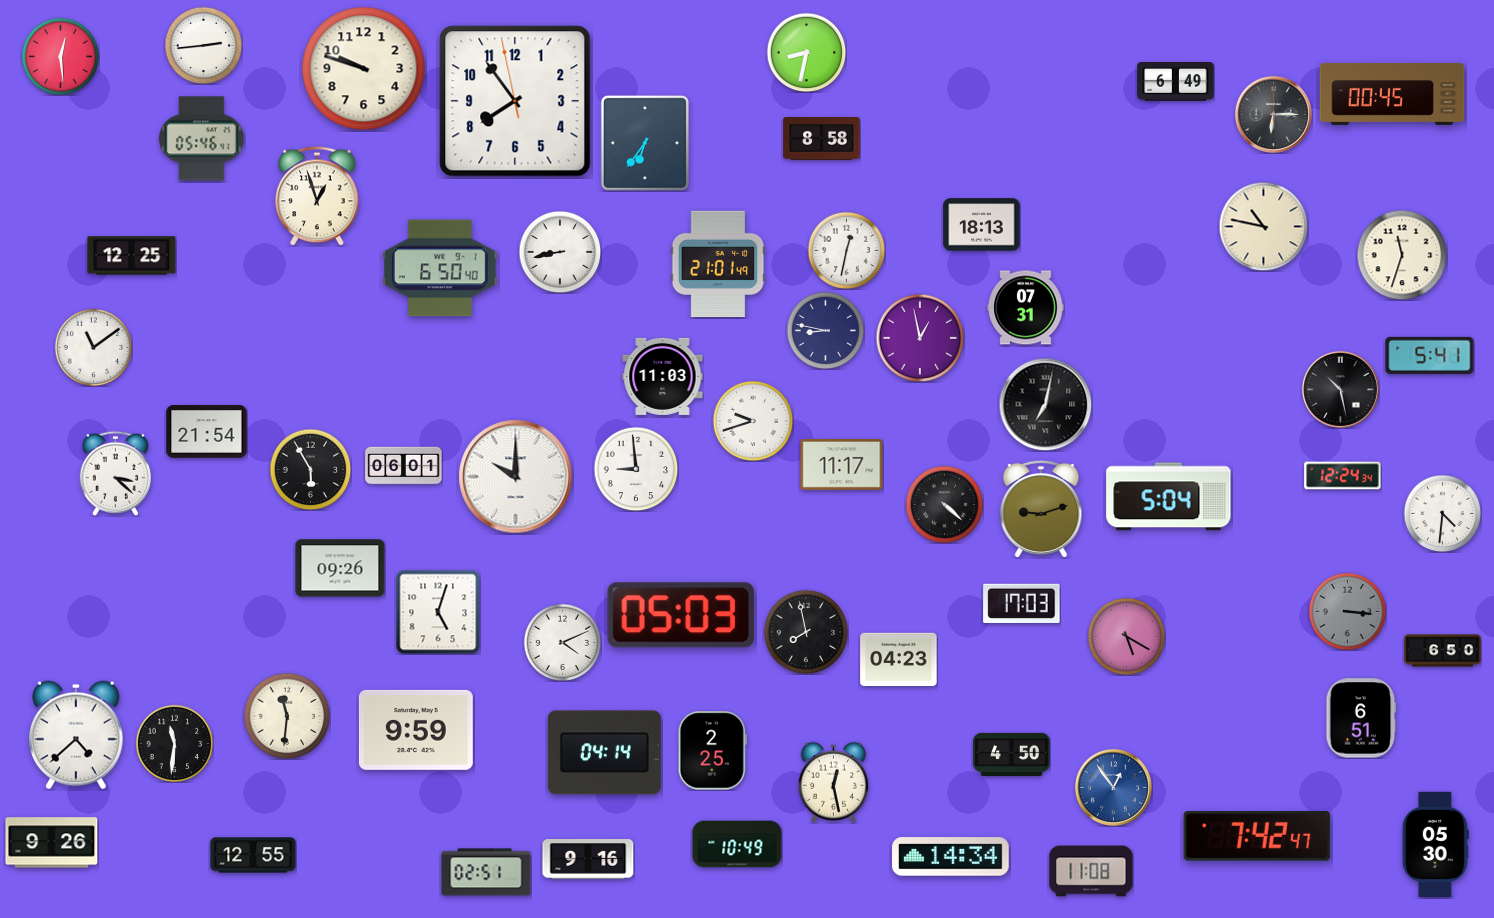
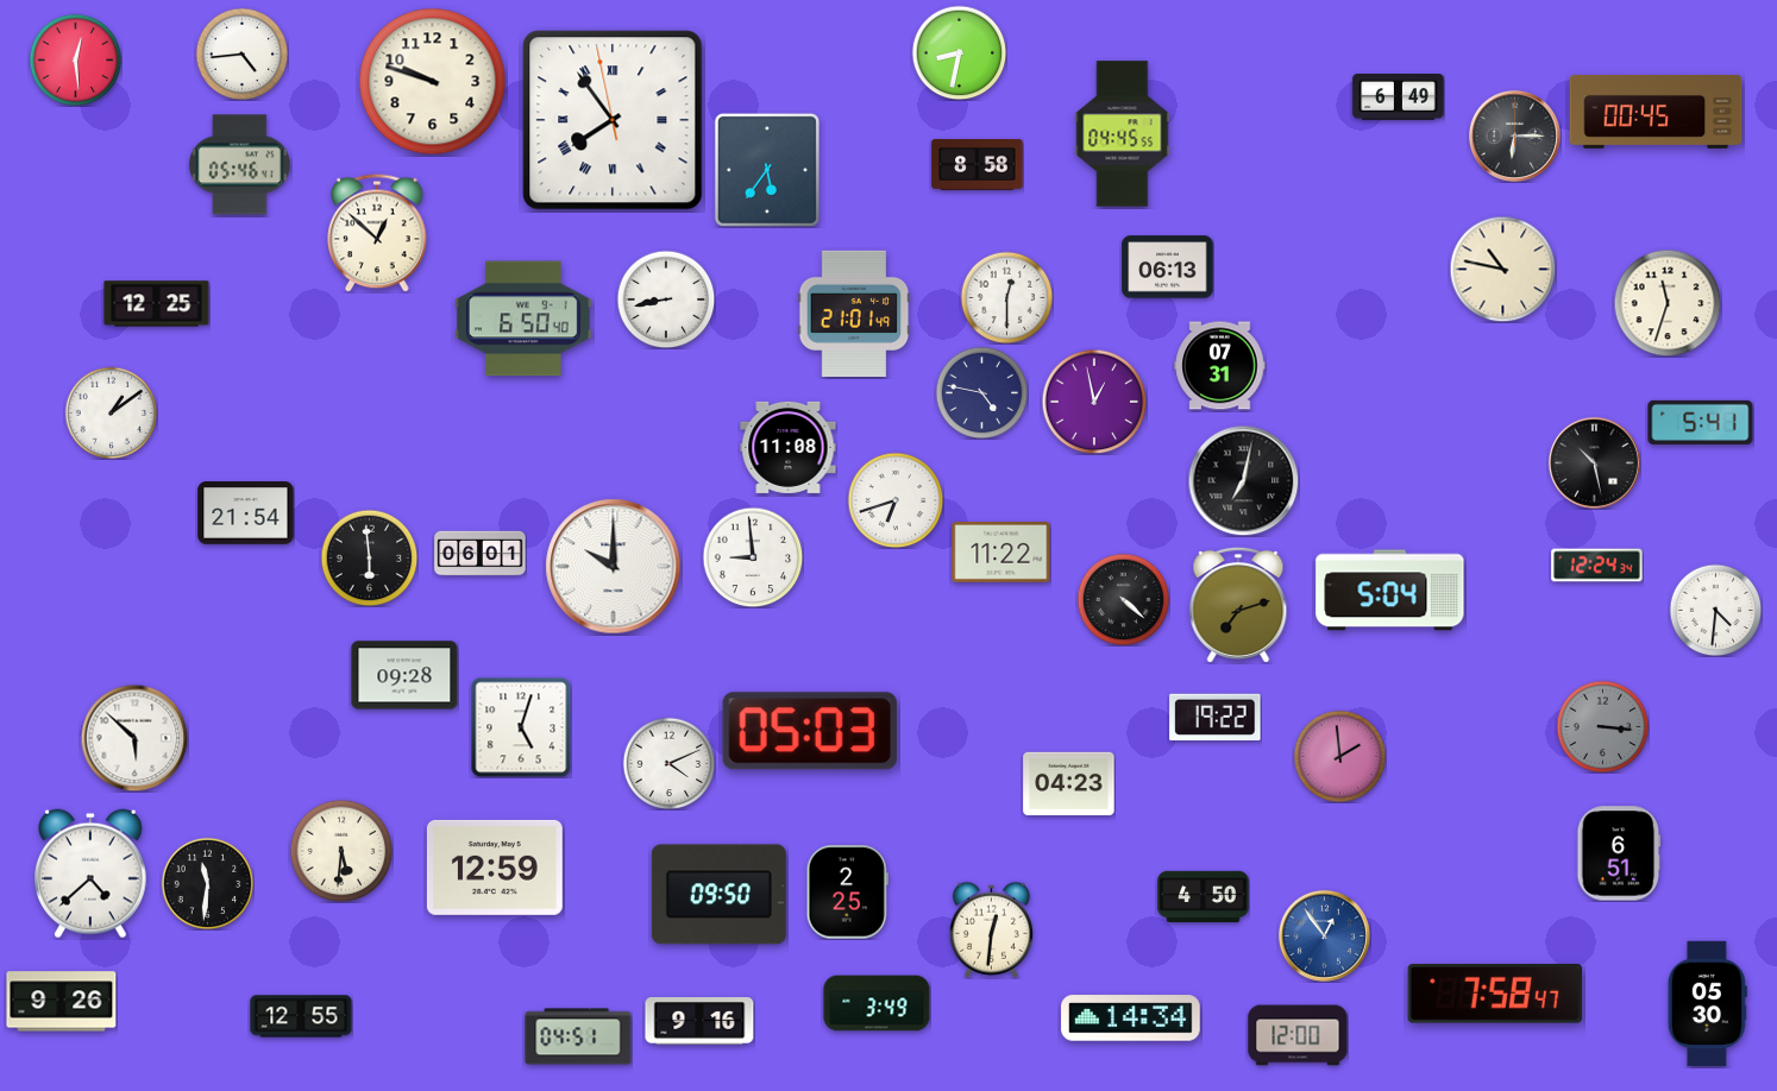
clock at (203, 45): 2:44 -> 4:44
clock at (806, 52) position: (806, 52) -> (959, 52)
clock at (60, 56) position: (60, 56) -> (75, 59)
clock at (515, 101) numerals: Arabic -> Roman
clock at (1123, 134): none -> 04:45
clock at (645, 143): 6:36 -> 5:36
clock at (317, 196): 12:57 -> 12:52
clock at (982, 225): 18:13 -> 06:13
clock at (846, 250): 12:32 -> 12:30
clock at (825, 330): 8:47 -> 4:47
clock at (93, 347): 11:09 -> 1:09
clock at (663, 376): 11:03 -> 11:08
clock at (753, 421): 9:42 -> 6:42
clock at (842, 464): 11:17 -> 11:22
clock at (310, 469): 5:55 -> 5:59
clock at (636, 469) position: (636, 469) -> (753, 557)
clock at (115, 473): 3:22 -> none
clock at (1041, 508): 9:12 -> 7:12
clock at (340, 568): 09:26 -> 09:28
clock at (1022, 603): 17:03 -> 19:22
clock at (134, 738): none -> 5:52
clock at (806, 632): 7:58 -> none
clock at (1126, 636): 5:20 -> 1:59
clock at (1443, 651): 6:50 -> none
clock at (287, 716): 11:31 -> 5:31
clock at (416, 730): 9:59 -> 12:59
clock at (604, 753): 04:14 -> 09:50
clock at (833, 782): 12:28 -> 12:31
clock at (1257, 836): 7:42 -> 7:58
clock at (737, 844): 10:49 -> 3:49
clock at (1091, 871): 11:08 -> 12:00
clock at (486, 872): 02:51 -> 04:51
